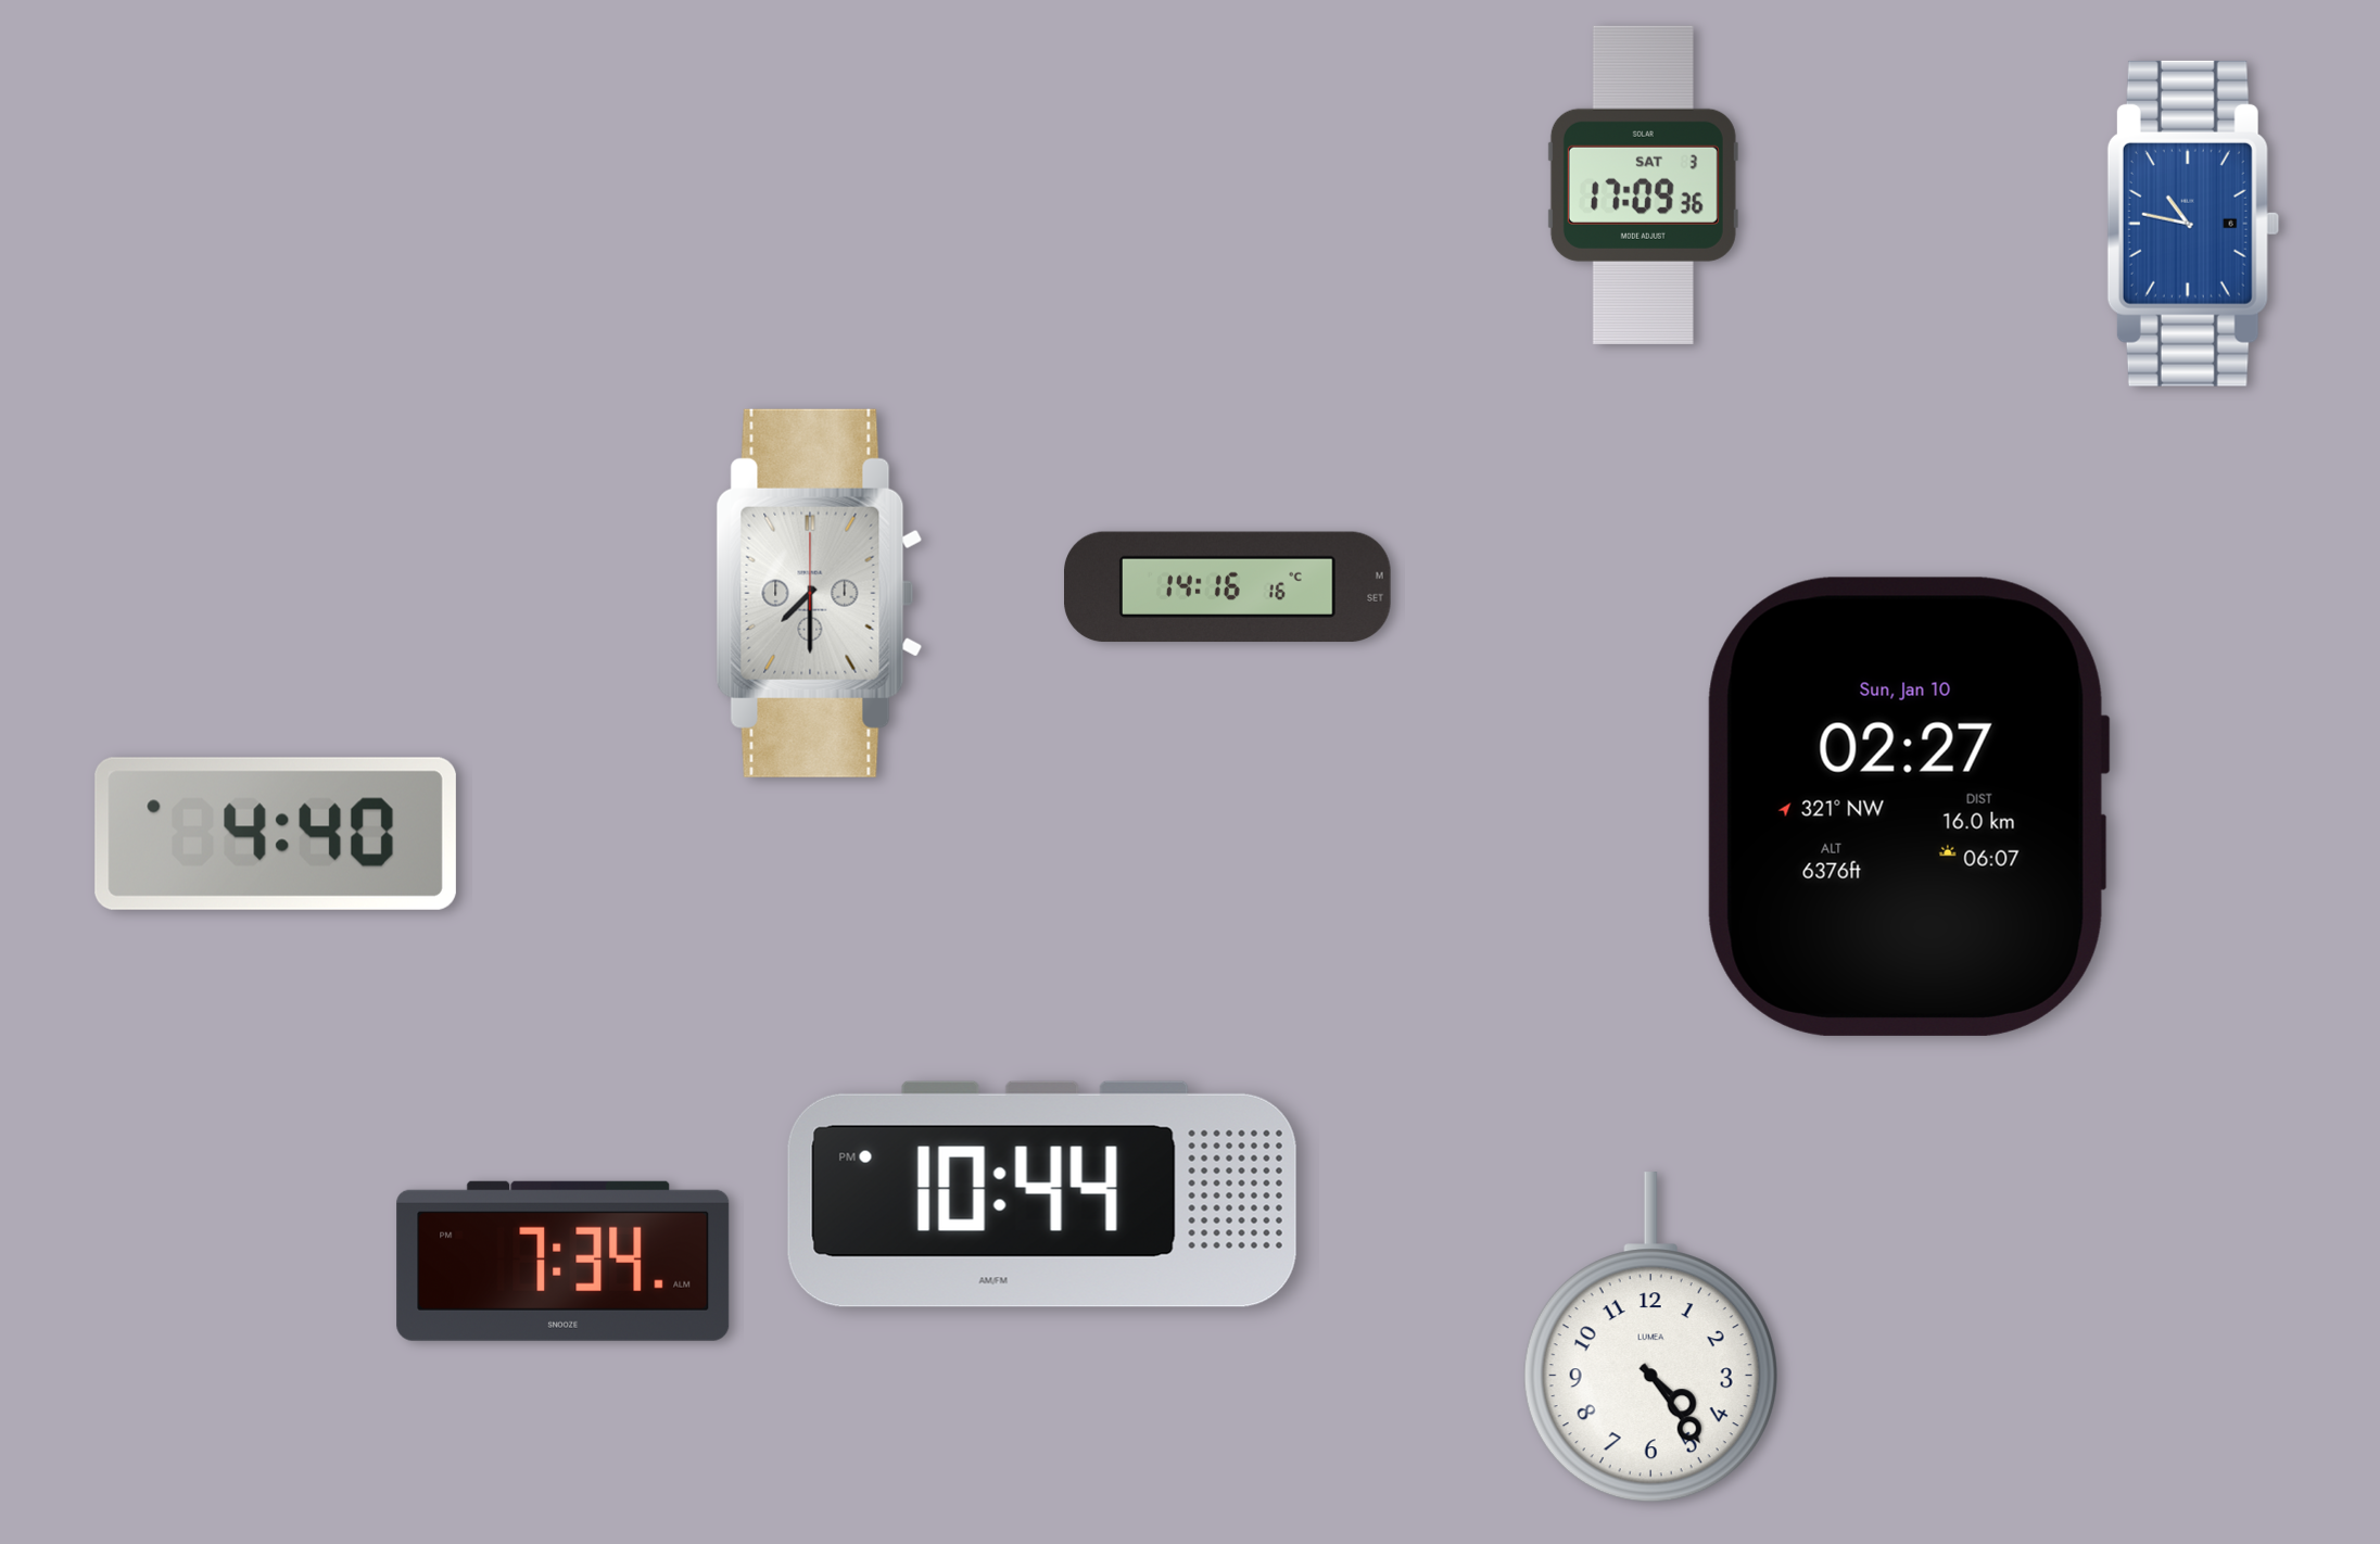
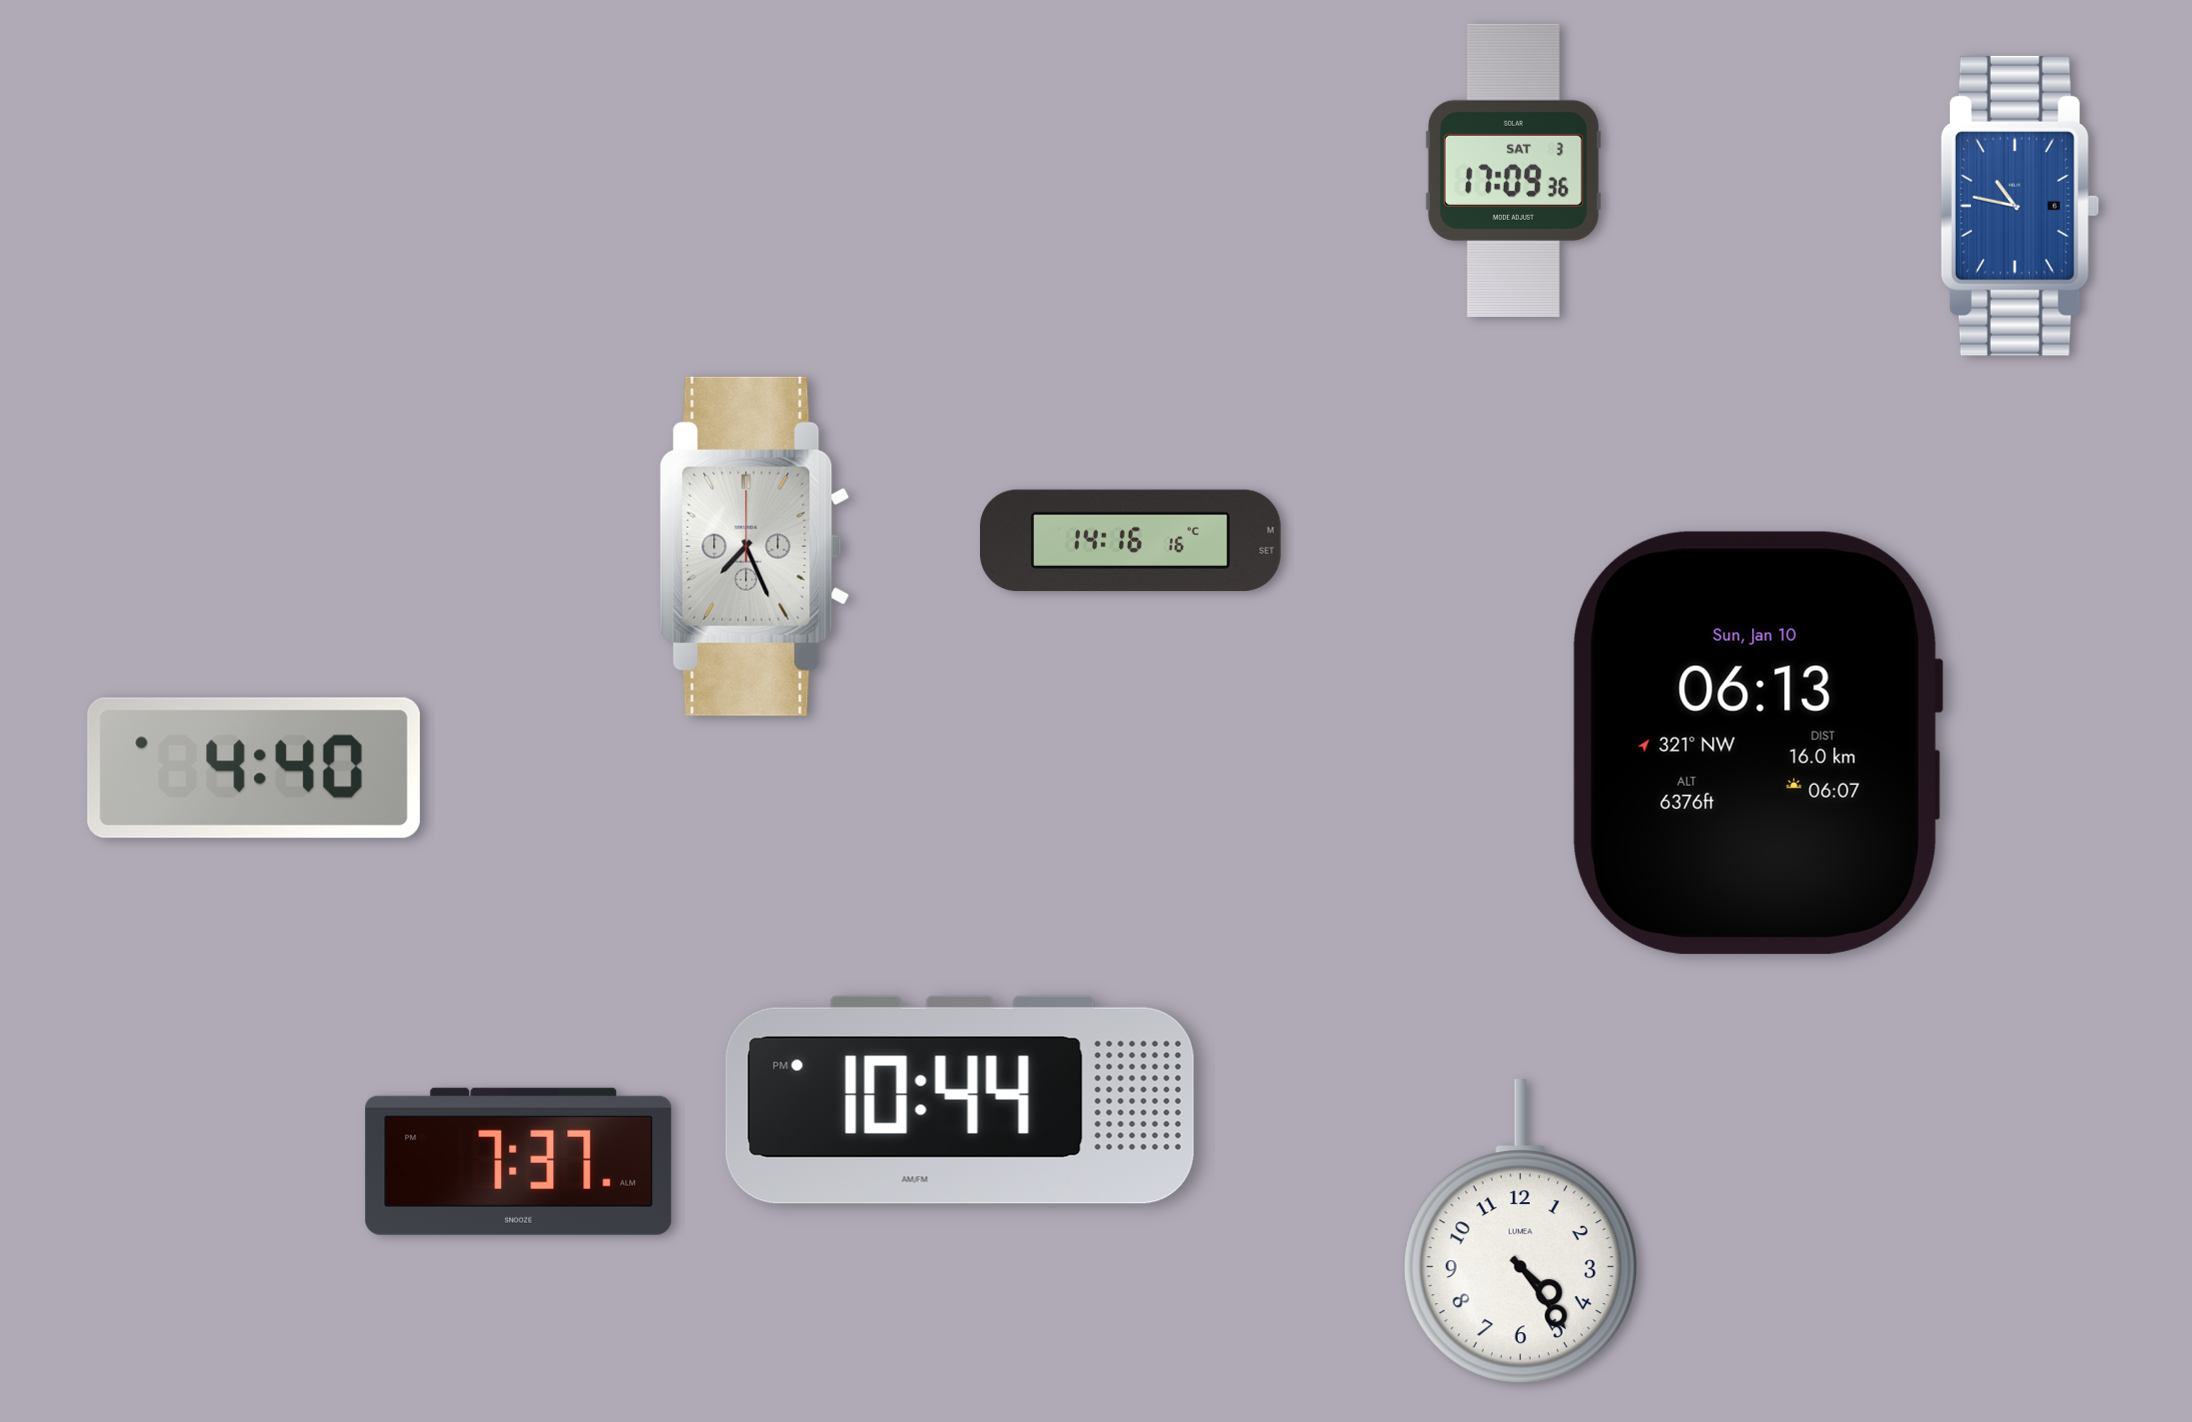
clock at (820, 593): 7:30 -> 7:26
clock at (1909, 807): 02:27 -> 06:13
clock at (564, 1261): 7:34 -> 7:37
